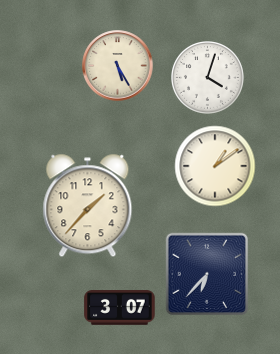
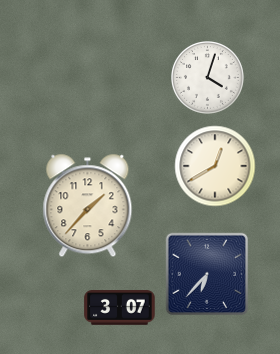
clock at (118, 66): 5:25 -> none
clock at (215, 166): 1:09 -> 12:40
